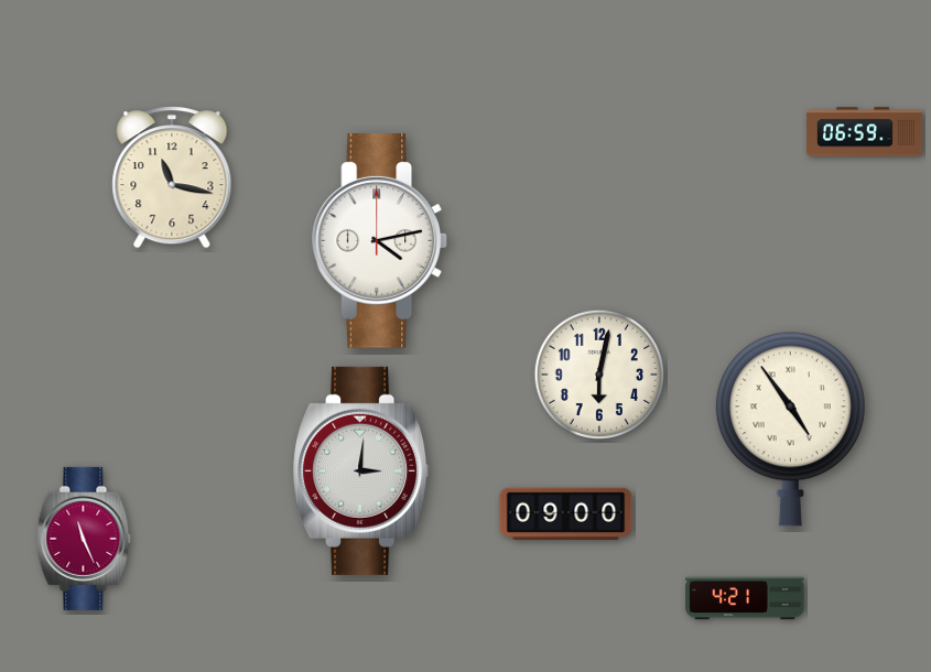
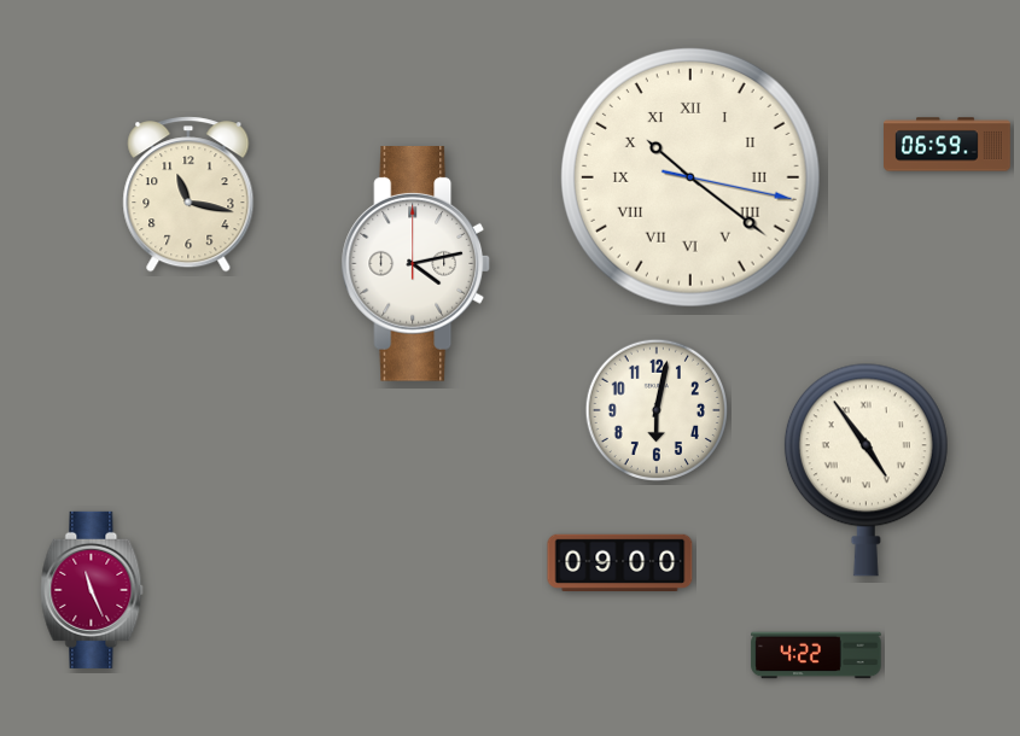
clock at (690, 177): none -> 10:21
clock at (361, 470): 3:01 -> none
clock at (745, 598): 4:21 -> 4:22
